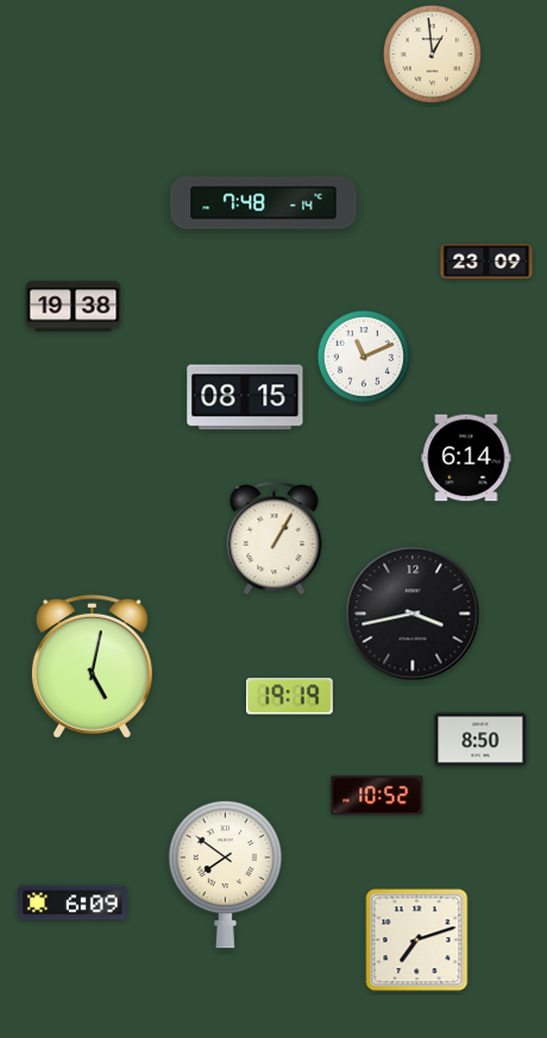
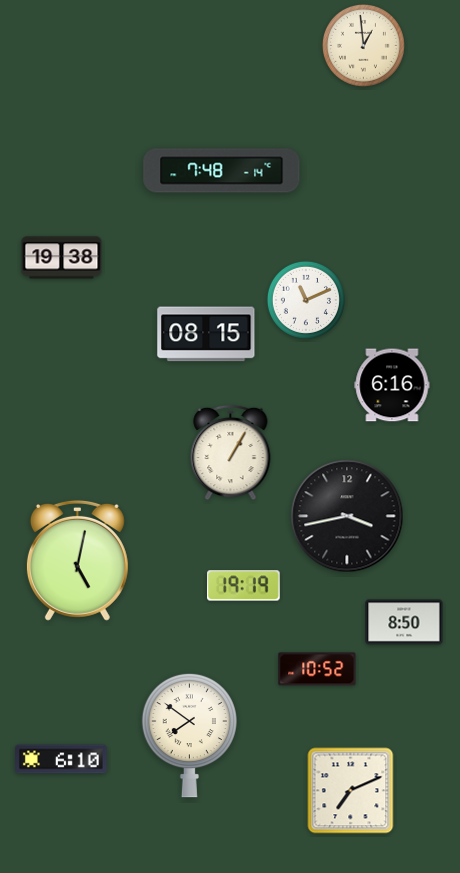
clock at (486, 262): 23:09 -> none
clock at (466, 458): 6:14 -> 6:16
clock at (74, 902): 6:09 -> 6:10
clock at (417, 941): 7:12 -> 7:11
